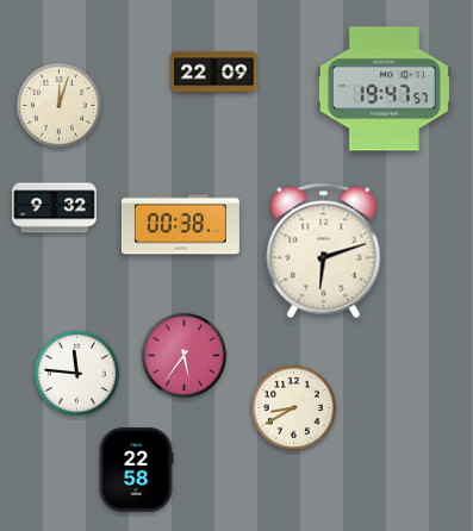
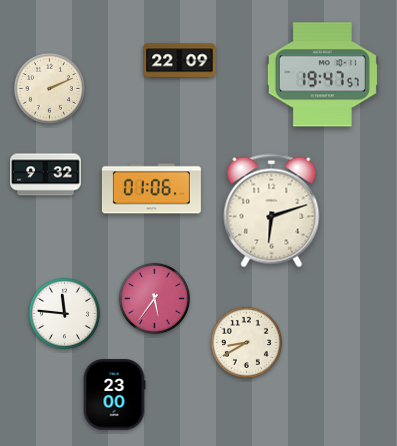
clock at (58, 105): 12:03 -> 2:11
clock at (180, 225): 00:38 -> 01:06
clock at (136, 470): 22:58 -> 23:00
